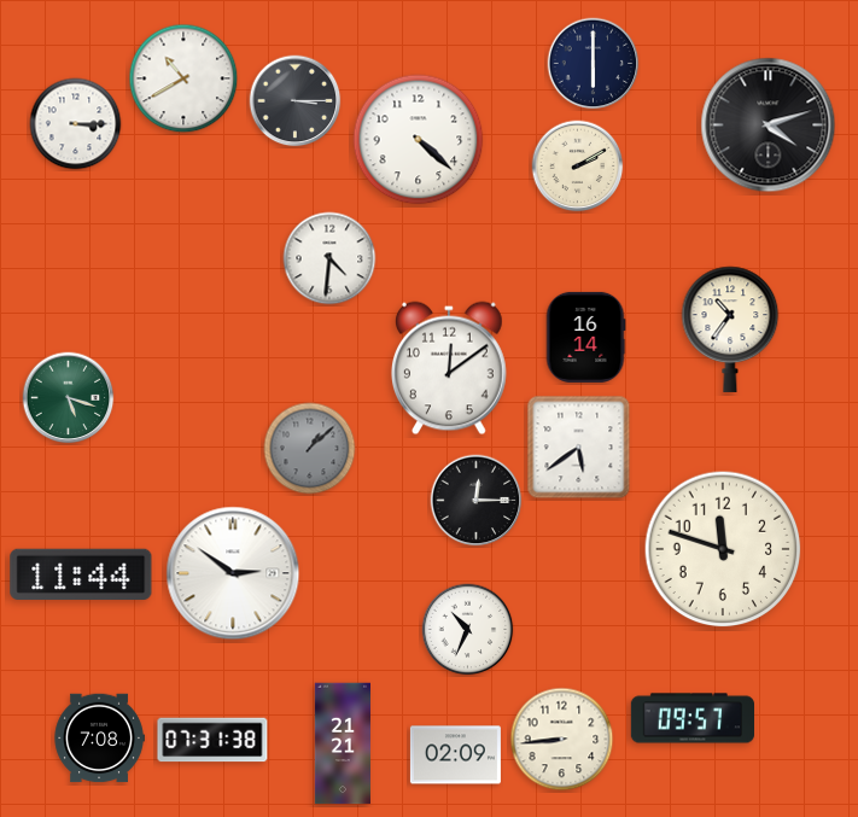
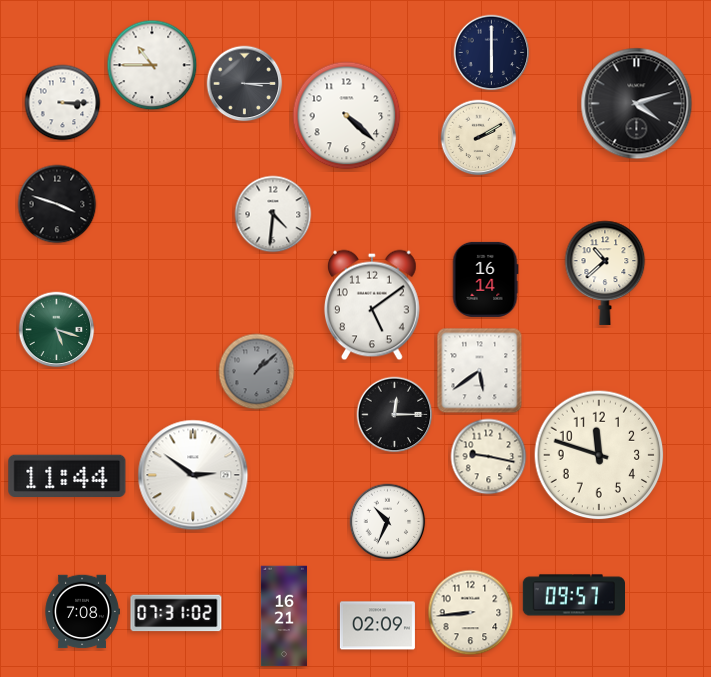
clock at (183, 78): 10:40 -> 10:45
clock at (57, 204): none -> 3:48
clock at (730, 329): 10:36 -> 10:38
clock at (449, 368): 12:09 -> 5:09
clock at (489, 457): none -> 9:17
clock at (212, 740): 07:31:38 -> 07:31:02
clock at (562, 740) position: (562, 740) -> (471, 613)
clock at (342, 743): 21:21 -> 16:21
